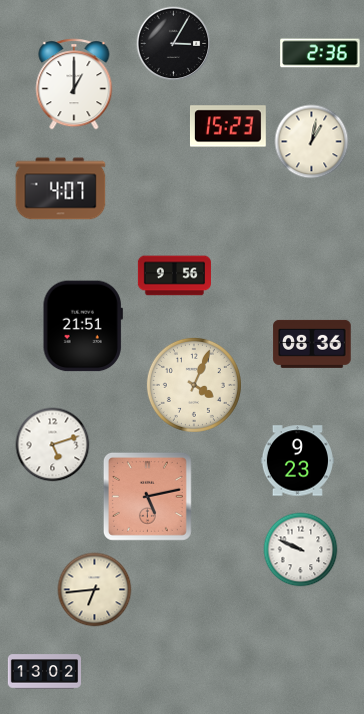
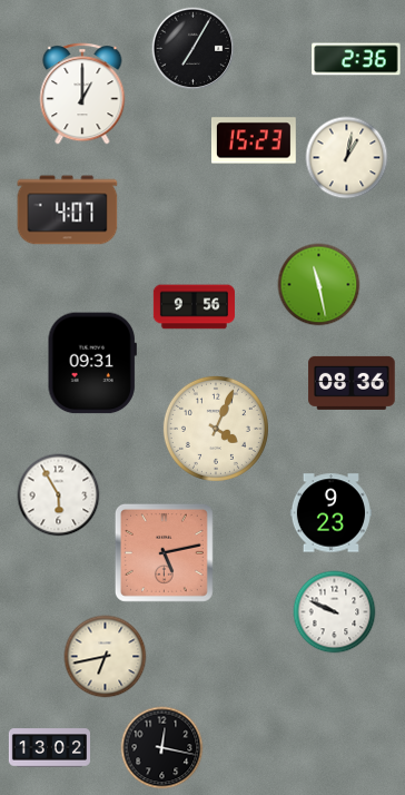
clock at (174, 44): 3:05 -> 7:05
clock at (319, 285): none -> 11:28
clock at (83, 326): 21:51 -> 09:31
clock at (312, 344) position: (312, 344) -> (352, 383)
clock at (53, 445): 5:12 -> 5:55
clock at (95, 590): 6:44 -> 6:43
clock at (162, 748): none -> 12:17
